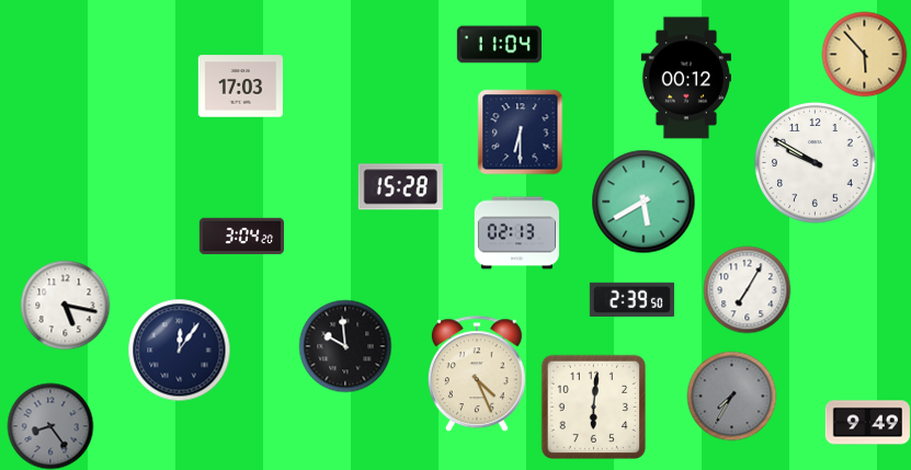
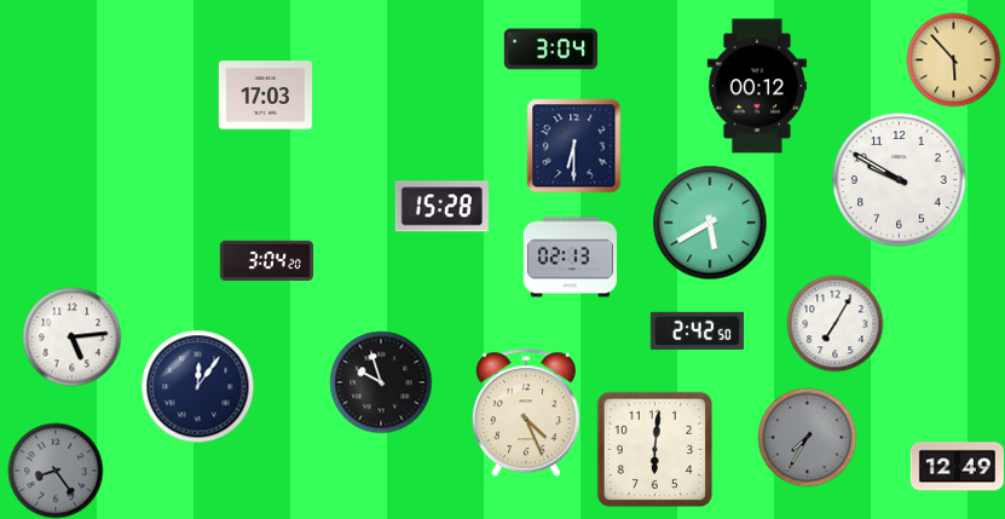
clock at (499, 45): 11:04 -> 3:04
clock at (747, 289) position: (747, 289) -> (834, 323)
clock at (631, 299): 2:39 -> 2:42
clock at (65, 305): 5:17 -> 5:14
clock at (345, 346): 9:59 -> 9:57
clock at (867, 423): 9:49 -> 12:49
